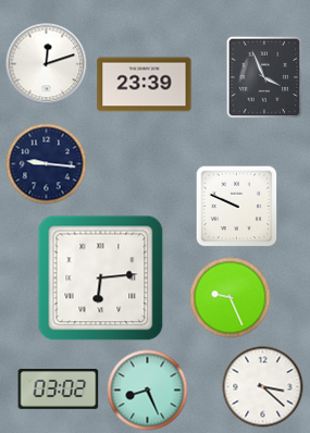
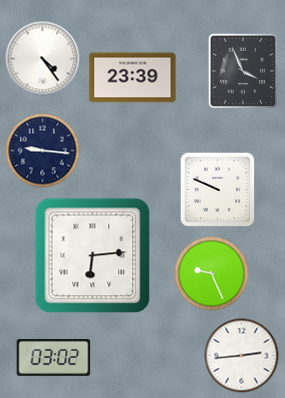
clock at (47, 64): 12:12 -> 4:24
clock at (263, 387): 3:22 -> 2:44
clock at (148, 391): 8:26 -> none
